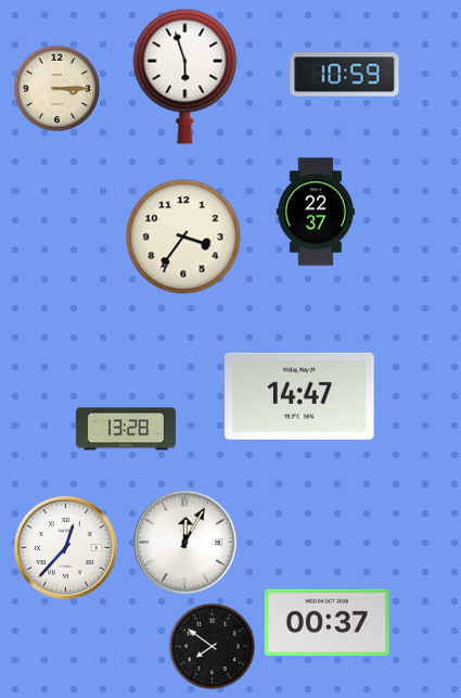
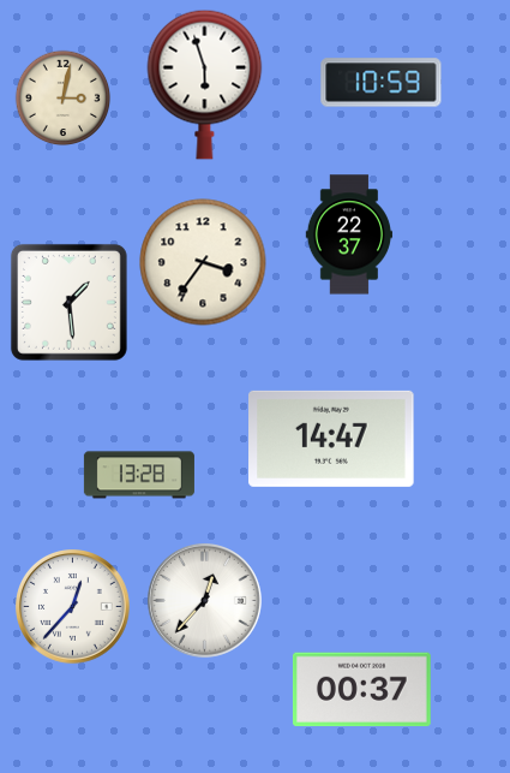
clock at (57, 89): 3:15 -> 3:02
clock at (68, 302): none -> 1:29
clock at (185, 543): 12:05 -> 12:37
clock at (213, 647): 7:51 -> none
